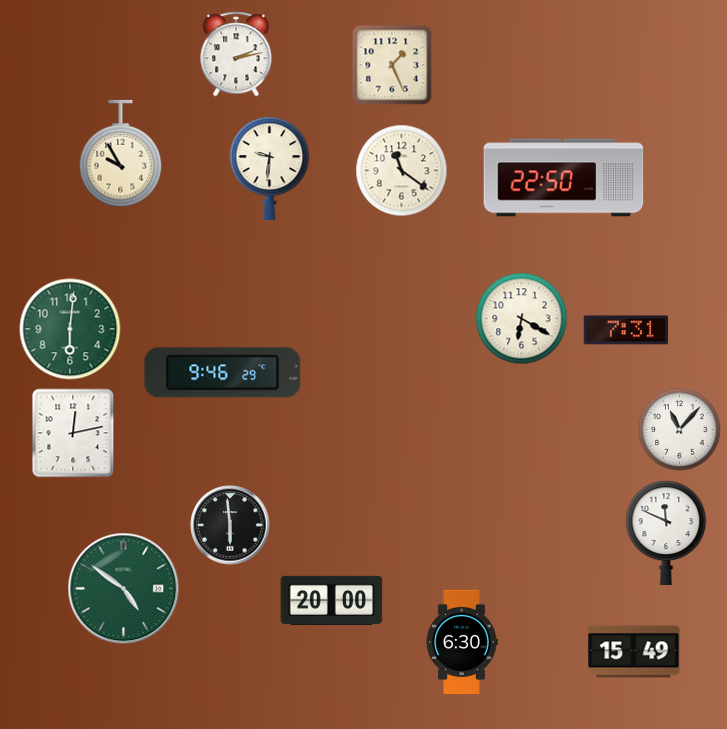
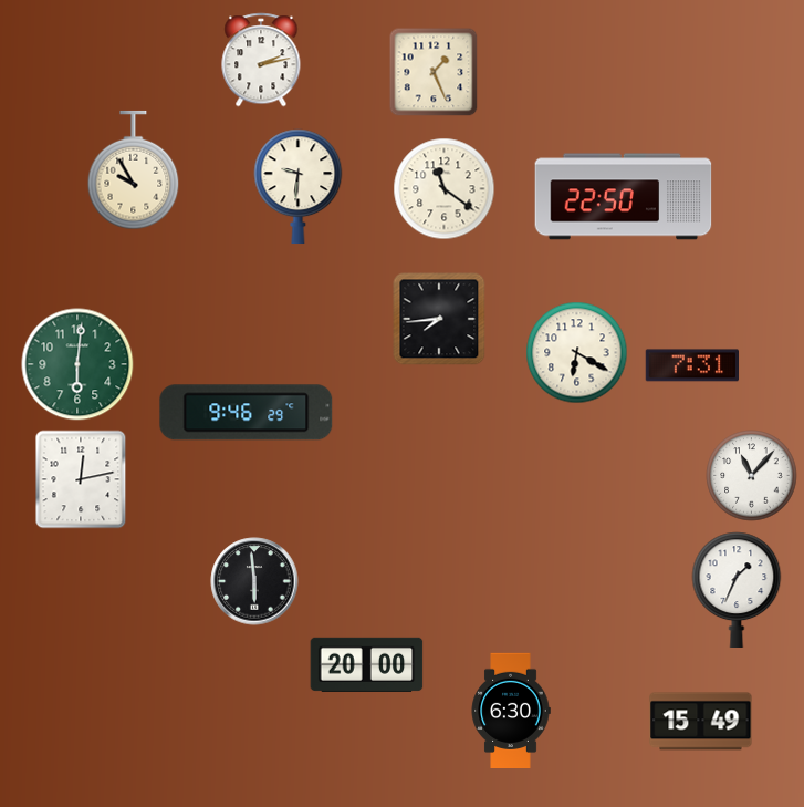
clock at (439, 319): none -> 7:44
clock at (666, 532): 11:49 -> 1:34
clock at (124, 589): 4:51 -> none
